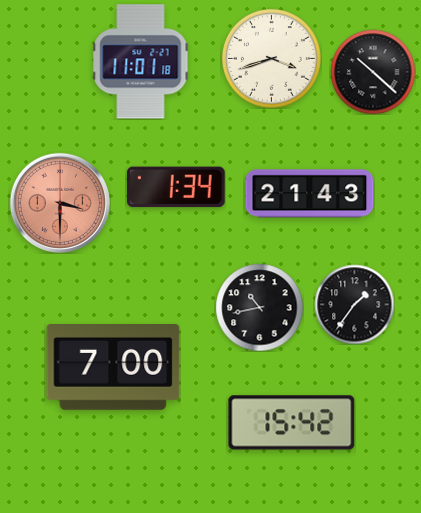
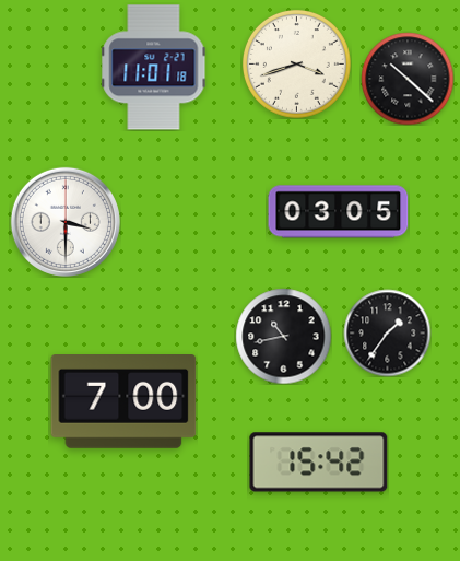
clock at (177, 187): 1:34 -> none
clock at (310, 194): 21:43 -> 03:05
clock at (60, 203) dial: salmon -> white
